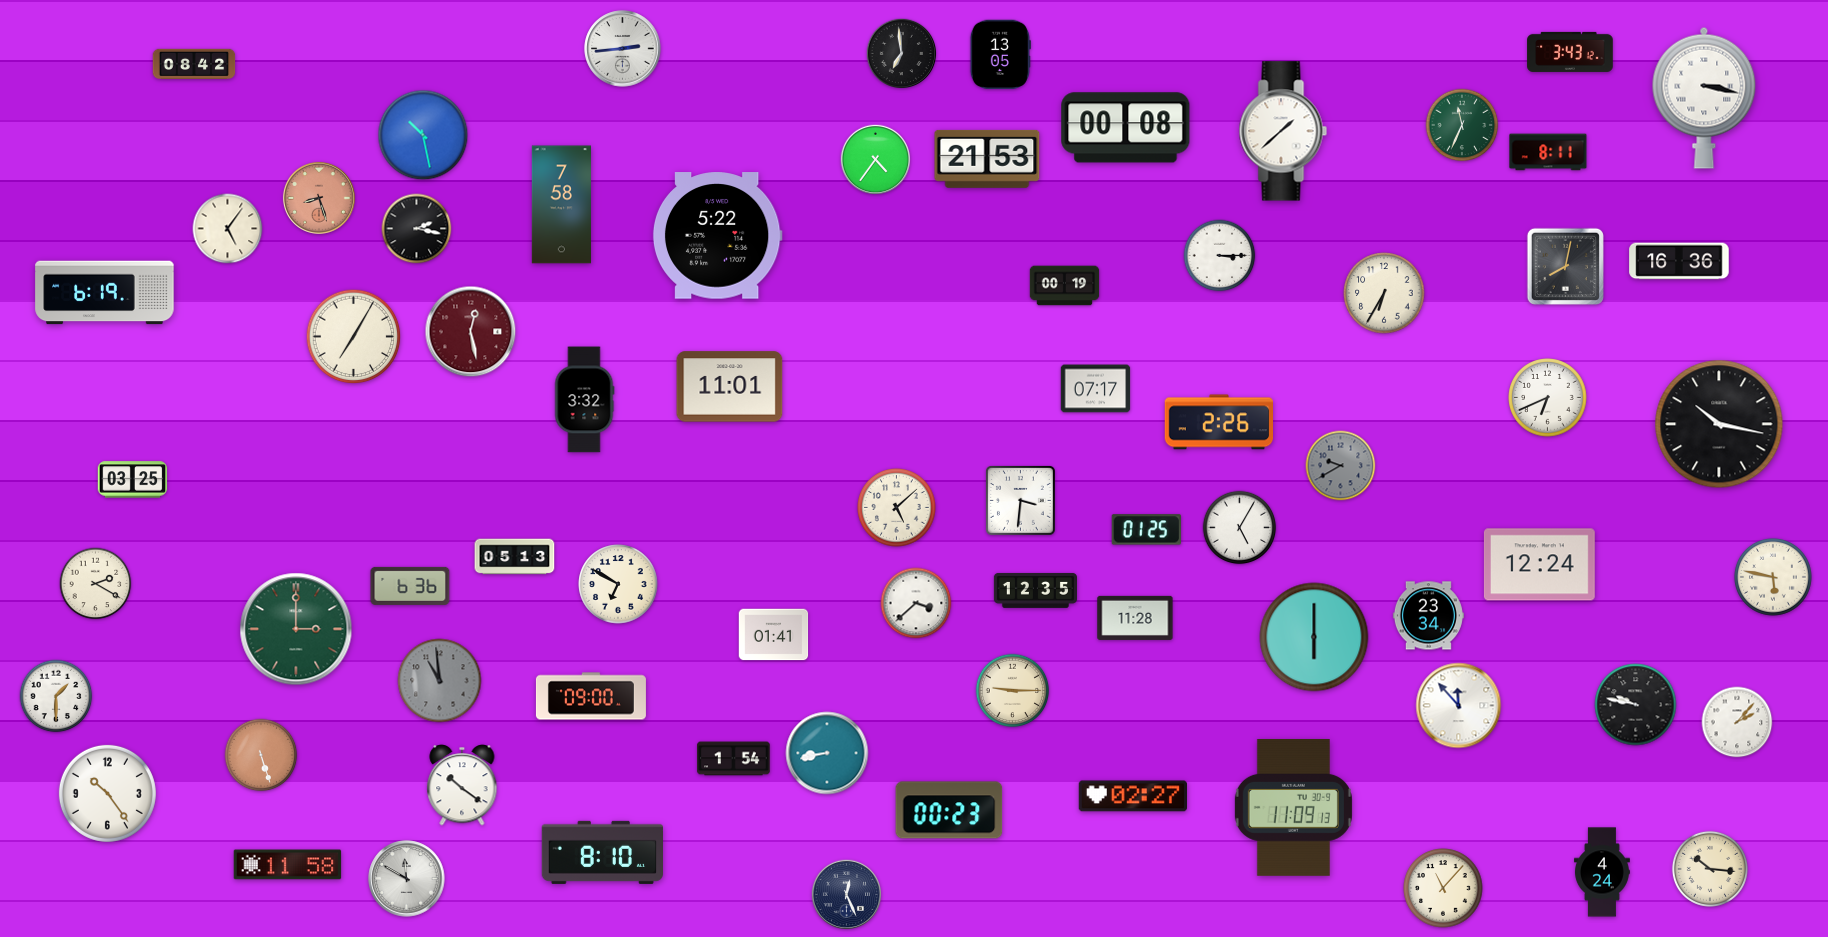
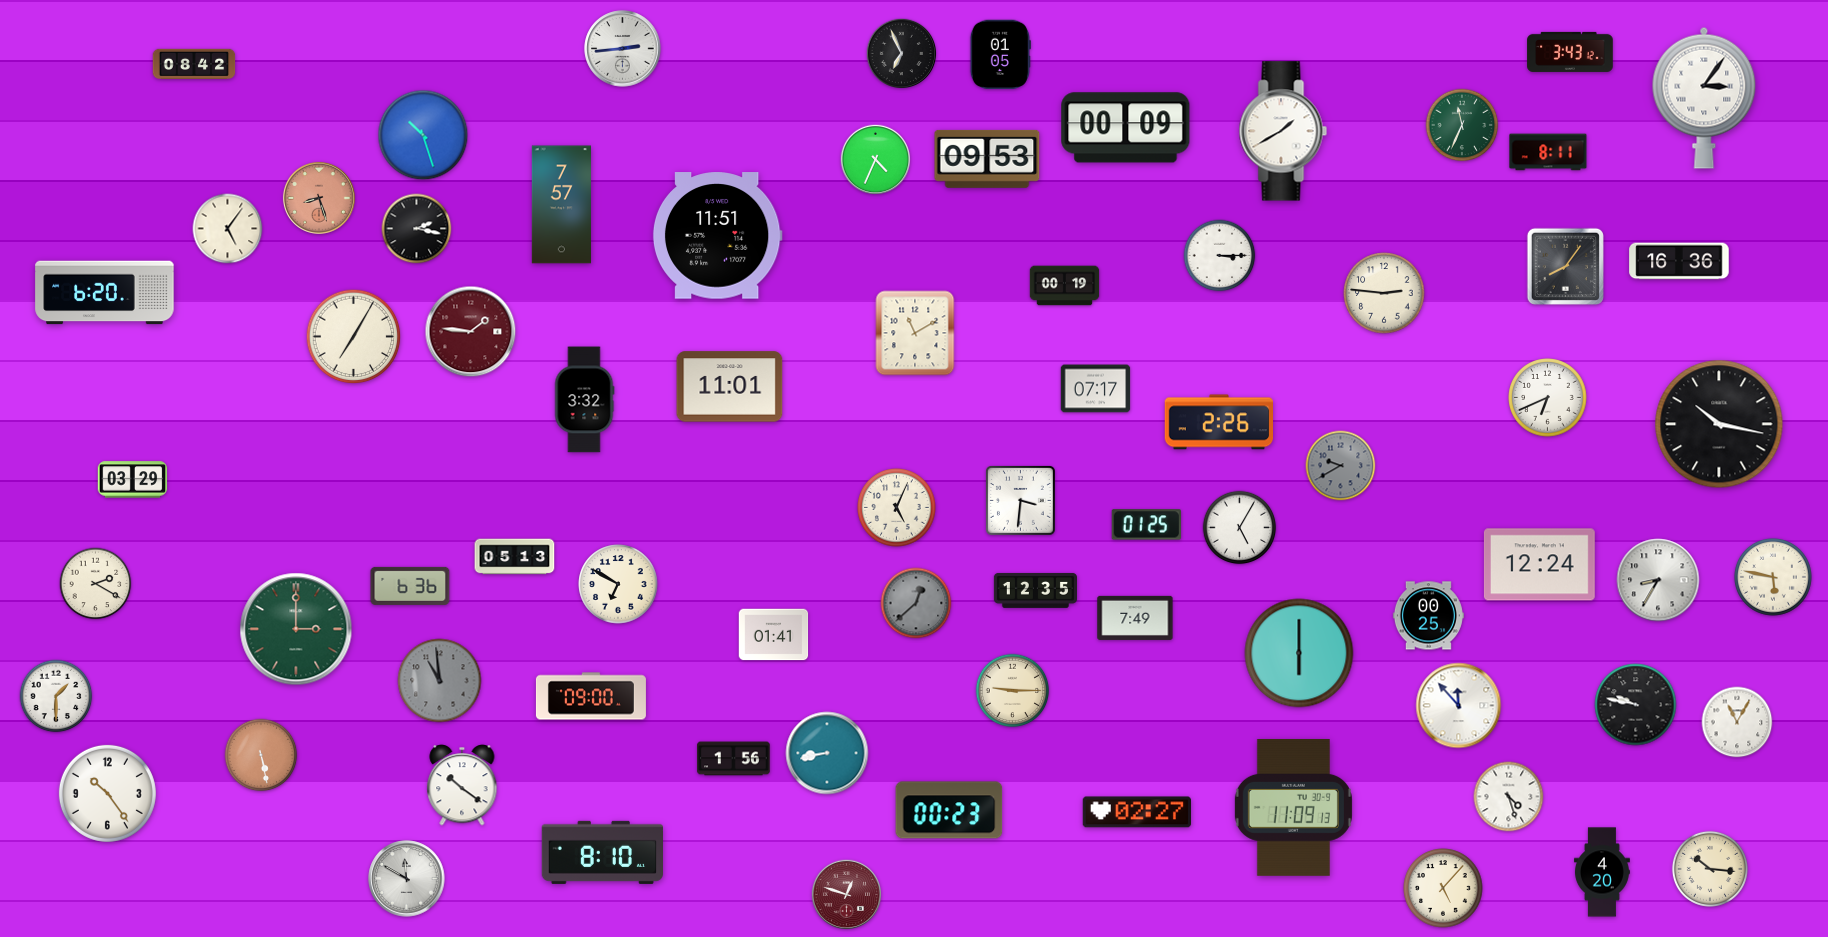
clock at (901, 53): 6:59 -> 6:56
clock at (1000, 55): 13:05 -> 01:05
clock at (1704, 98): 3:17 -> 3:06
clock at (1126, 128): 00:08 -> 00:09
clock at (1283, 131): 1:38 -> 1:40
clock at (423, 135): 10:28 -> 10:27
clock at (875, 159): 4:36 -> 4:34
clock at (987, 159): 21:53 -> 09:53
clock at (561, 205): 7:58 -> 7:57
clock at (717, 236): 5:22 -> 11:51
clock at (1565, 266): 8:02 -> 8:06
clock at (105, 293): 6:19 -> 6:20
clock at (1384, 293): 6:35 -> 2:46
clock at (471, 332): 12:28 -> 1:46
clock at (915, 333): none -> 11:10
clock at (133, 480): 03:25 -> 03:29
clock at (897, 508): 5:08 -> 5:04
clock at (1147, 530) position: (1147, 530) -> (1147, 525)
clock at (1658, 580): none -> 8:35
clock at (916, 603): 3:38 -> 12:38
clock at (916, 603) dial: white -> grey
clock at (1428, 616): 23:34 -> 00:25
clock at (1135, 618): 11:28 -> 7:49
clock at (1314, 637) position: (1314, 637) -> (1299, 653)
clock at (1737, 722): 2:07 -> 11:05
clock at (261, 755): 5:27 -> 5:28
clock at (734, 759): 1:54 -> 1:56
clock at (1132, 796) position: (1132, 796) -> (1136, 812)
clock at (1509, 797): none -> 4:27
clock at (288, 865): 11:58 -> none
clock at (1602, 872): 4:24 -> 4:20
clock at (1443, 888): 11:07 -> 5:07
clock at (846, 894): 12:26 -> 12:48
clock at (846, 894) dial: navy -> burgundy
